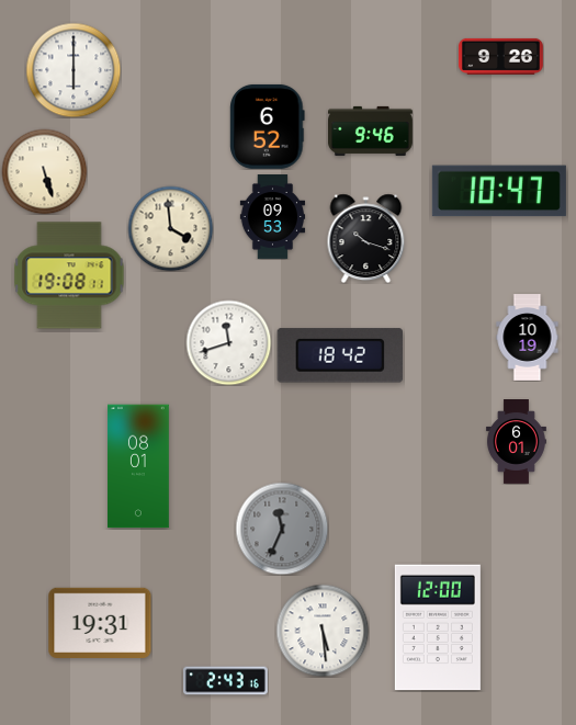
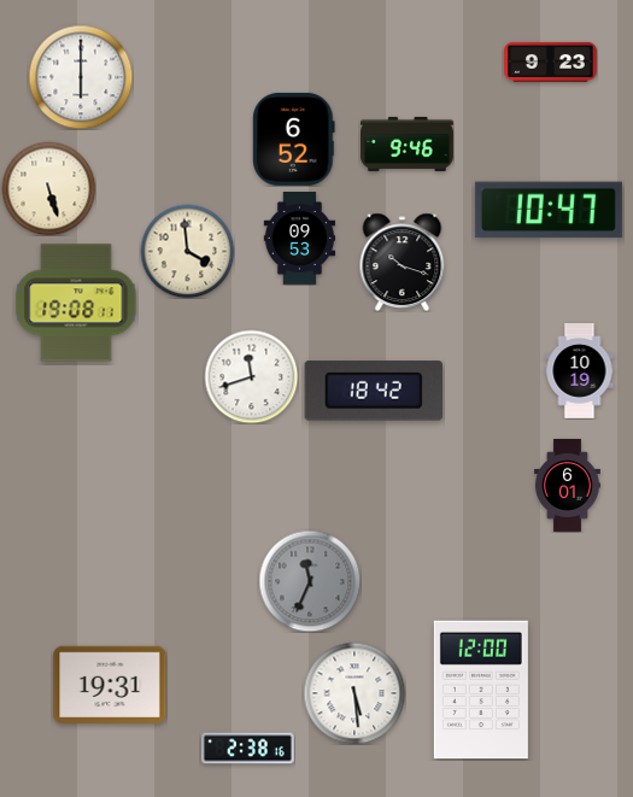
clock at (500, 56): 9:26 -> 9:23
clock at (139, 466): 08:01 -> none
clock at (226, 681): 2:43 -> 2:38
